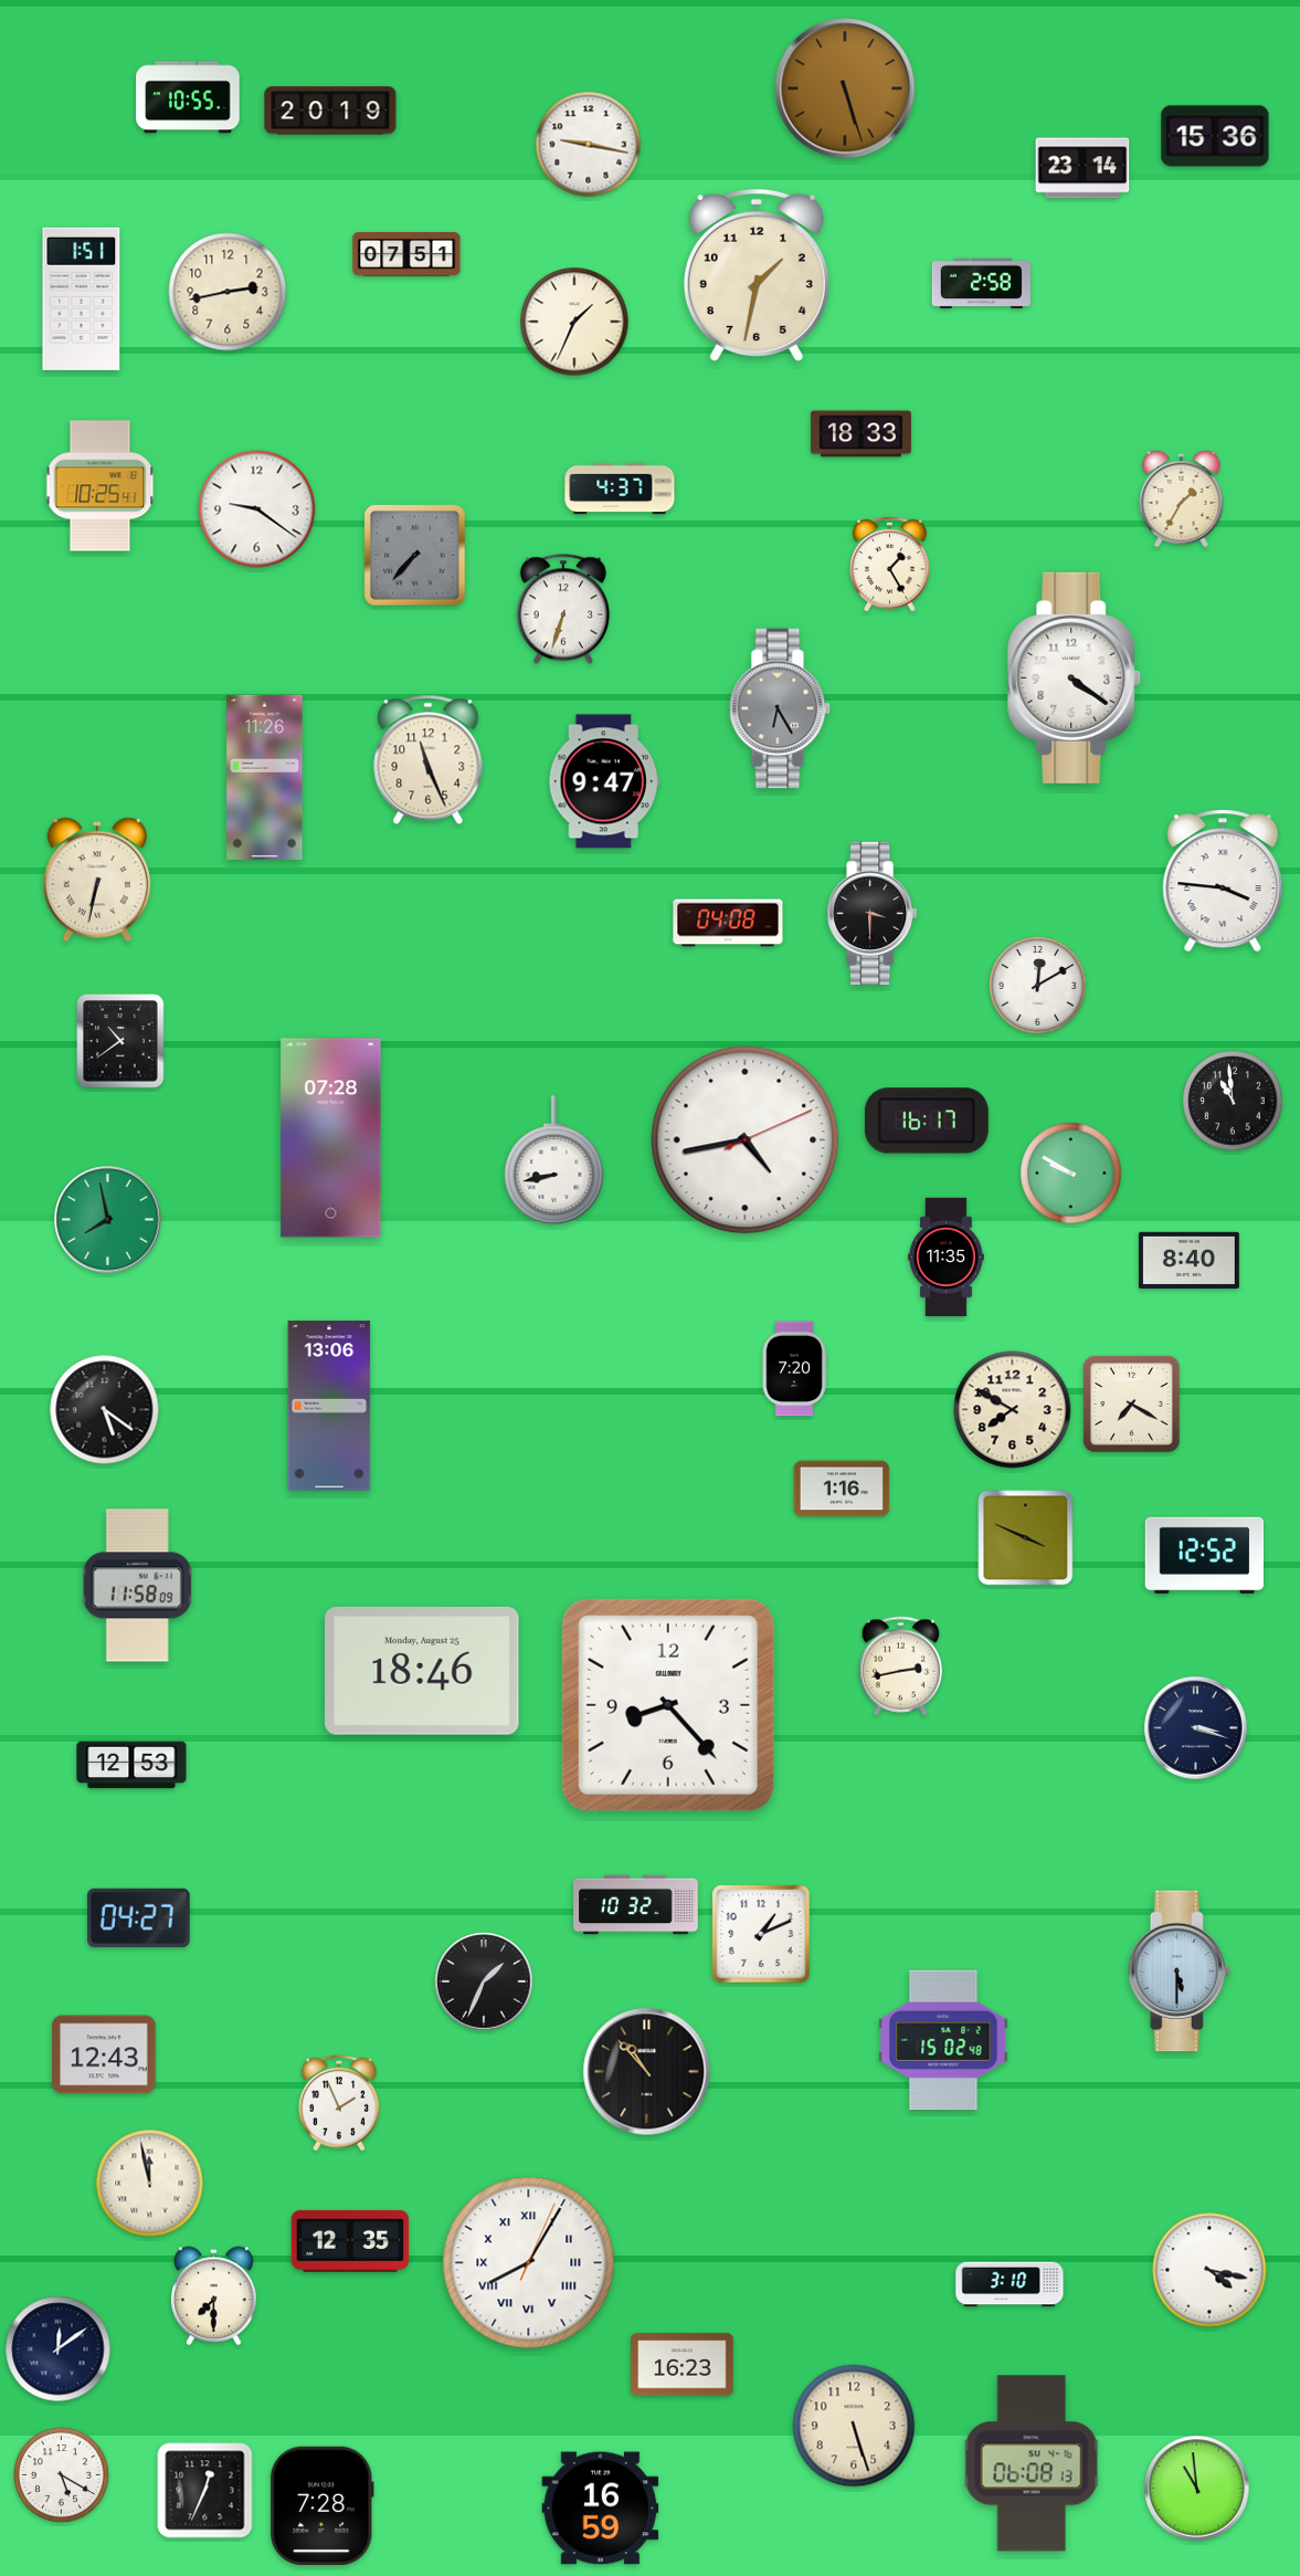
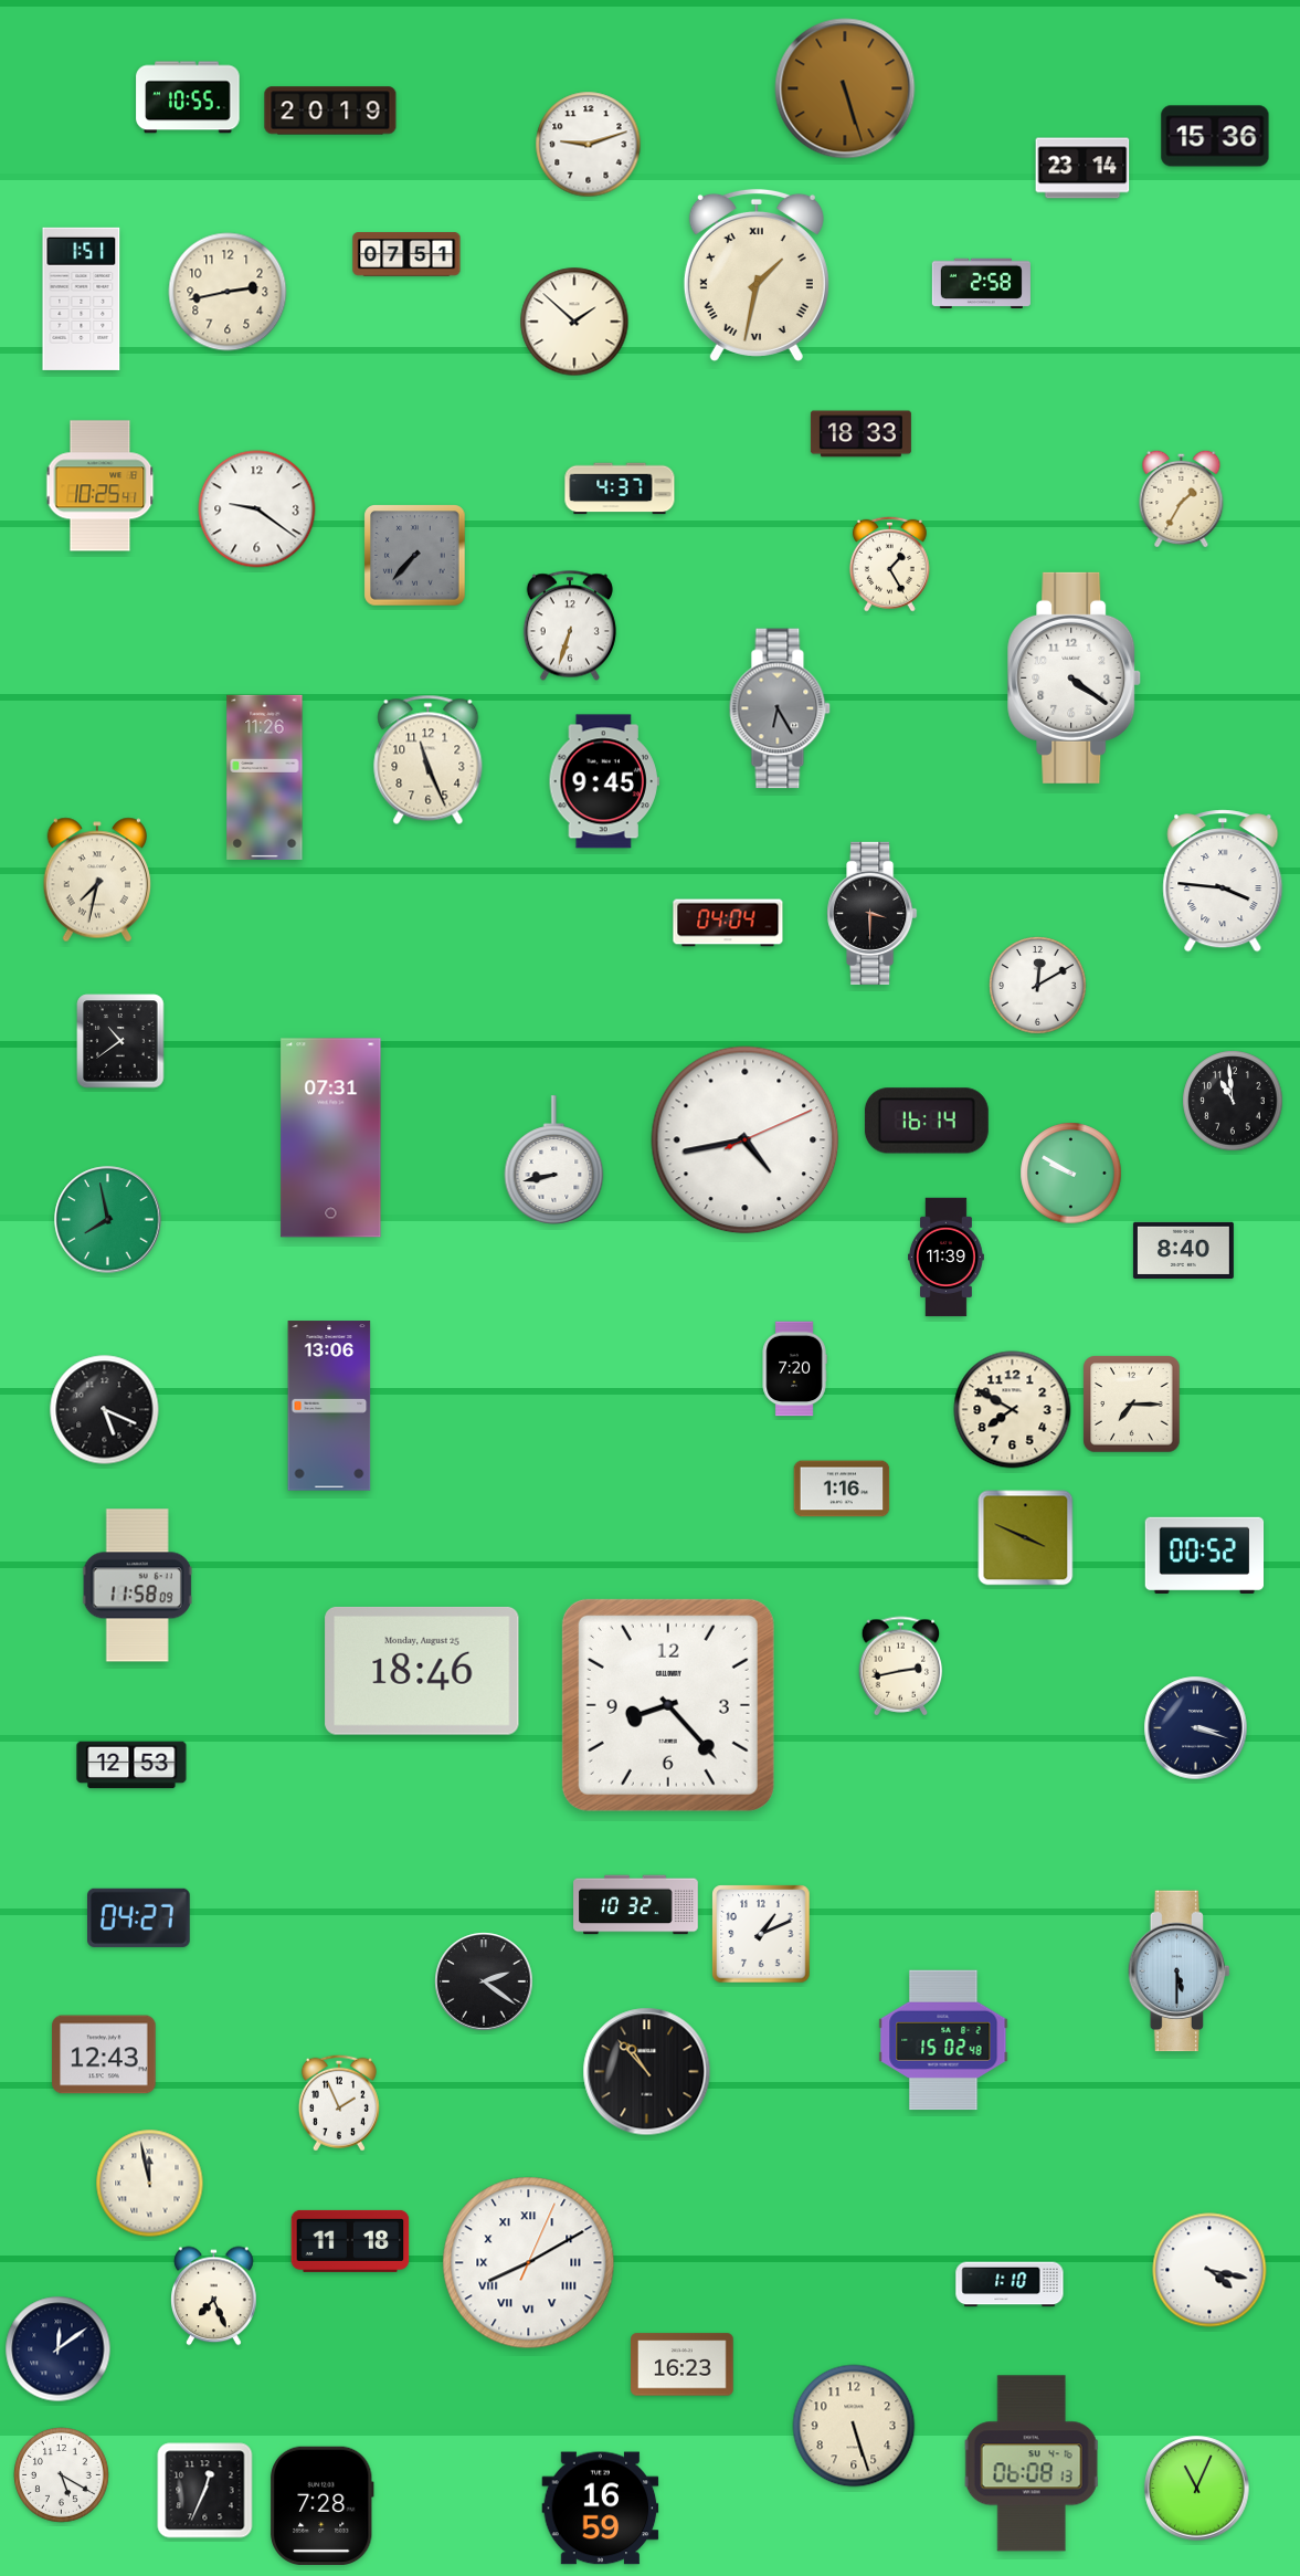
clock at (589, 145): 9:17 -> 9:12
clock at (757, 275) numerals: Arabic -> Roman
clock at (574, 322): 1:34 -> 1:52
clock at (563, 609) position: (563, 609) -> (570, 625)
clock at (604, 781): 9:47 -> 9:45
clock at (96, 880): 6:32 -> 7:32
clock at (728, 923): 04:08 -> 04:04
clock at (927, 1121): 16:17 -> 16:14
clock at (331, 1138): 07:28 -> 07:31
clock at (947, 1258): 11:35 -> 11:39
clock at (1188, 1260) position: (1188, 1260) -> (1183, 1250)
clock at (1132, 1405): 7:20 -> 7:15
clock at (105, 1410): 5:21 -> 5:19
clock at (1205, 1555): 12:52 -> 00:52
clock at (484, 1981): 1:34 -> 2:21
clock at (350, 2241): 12:35 -> 11:18
clock at (529, 2263): 8:05 -> 8:10
clock at (1010, 2284): 3:10 -> 1:10
clock at (214, 2296): 7:30 -> 7:26
clock at (1197, 2489): 10:59 -> 11:04
